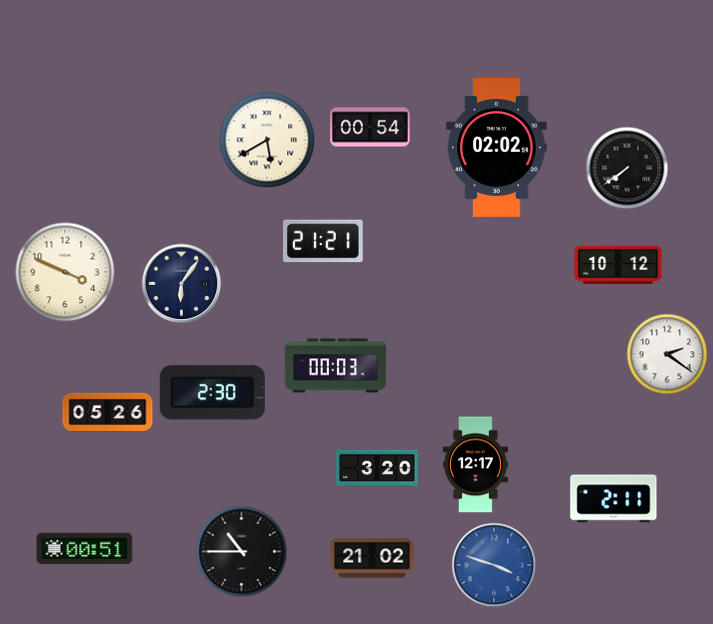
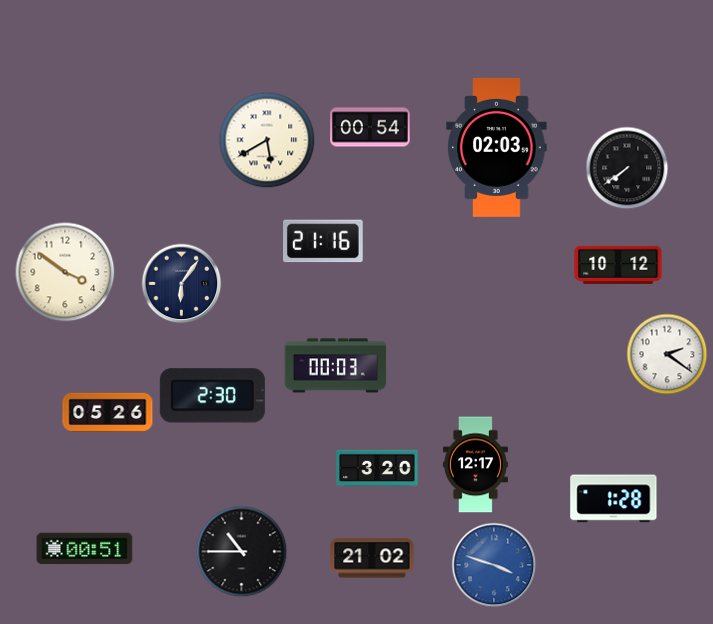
clock at (497, 147): 02:02 -> 02:03
clock at (324, 241): 21:21 -> 21:16
clock at (65, 272): 3:49 -> 3:51
clock at (212, 393) position: (212, 393) -> (212, 396)
clock at (614, 499): 2:11 -> 1:28
